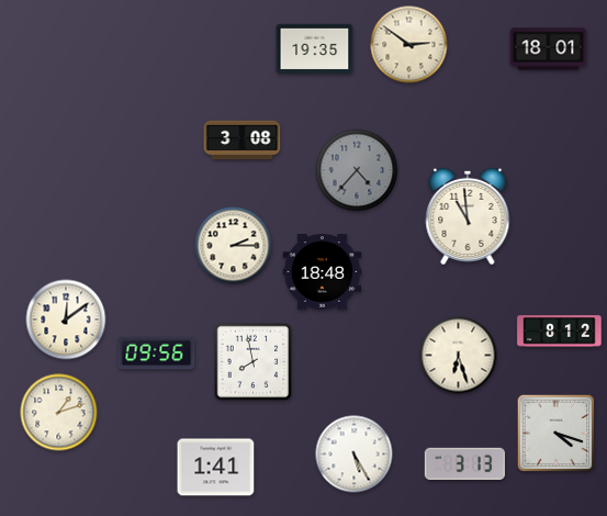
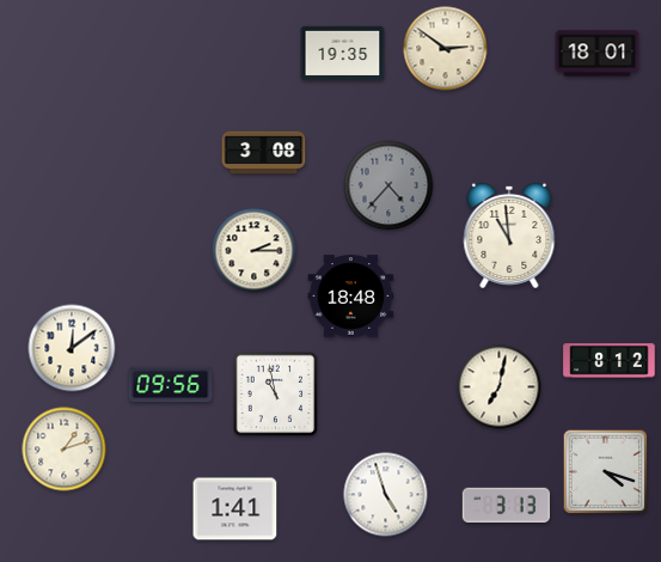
clock at (234, 246) position: (234, 246) -> (255, 251)
clock at (459, 356): 6:27 -> 7:02
clock at (254, 362): 7:58 -> 10:58
clock at (355, 455): 5:25 -> 4:57
